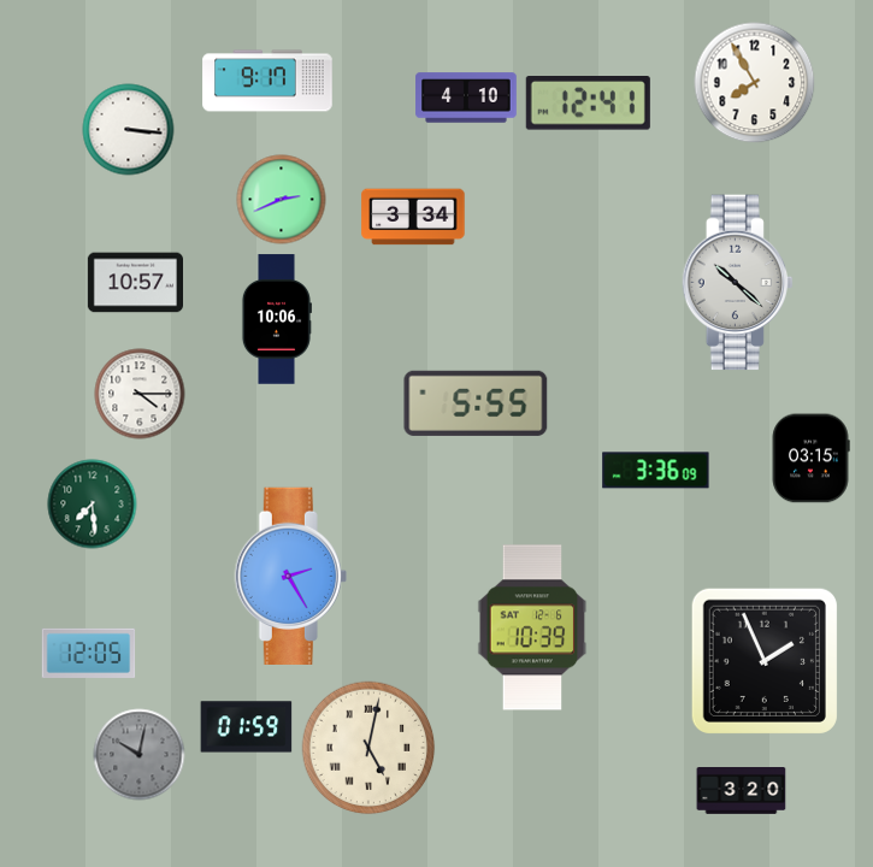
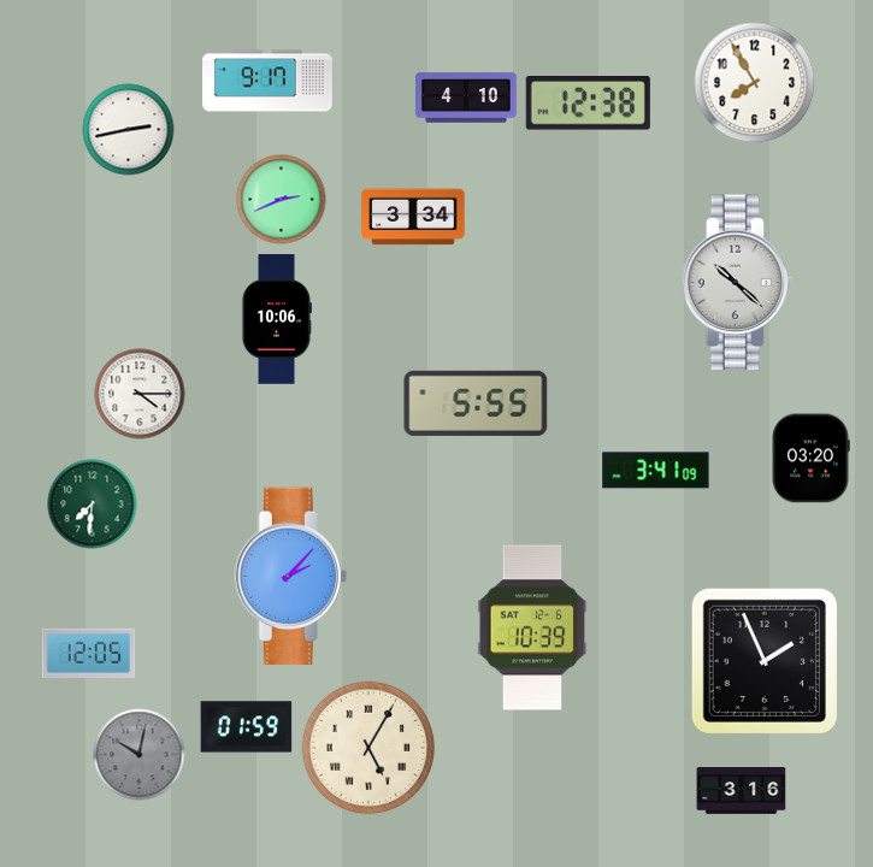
clock at (588, 104): 12:41 -> 12:38
clock at (129, 130): 3:16 -> 2:43
clock at (135, 283): 10:57 -> none
clock at (810, 459): 03:15 -> 03:20
clock at (656, 471): 3:36 -> 3:41
clock at (93, 505): 7:29 -> 7:31
clock at (290, 576): 2:25 -> 2:07
clock at (368, 748): 5:02 -> 5:05
clock at (742, 791): 3:20 -> 3:16
